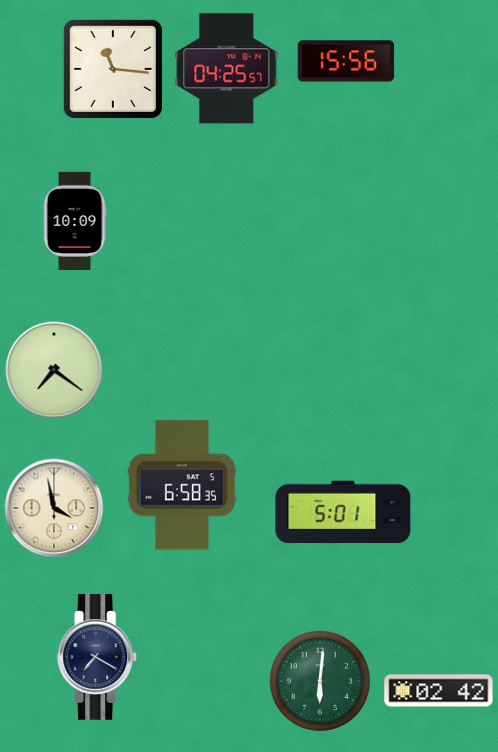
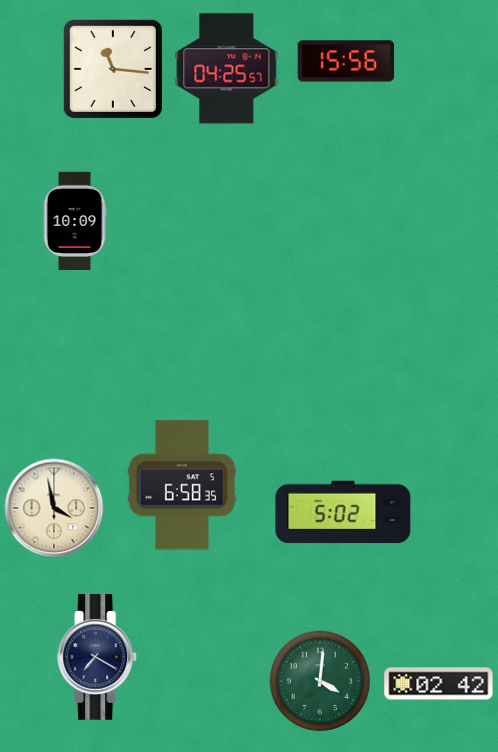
clock at (54, 370): 7:21 -> none
clock at (343, 512): 5:01 -> 5:02
clock at (319, 680): 6:01 -> 4:01
clock at (439, 691) position: (439, 691) -> (439, 684)
